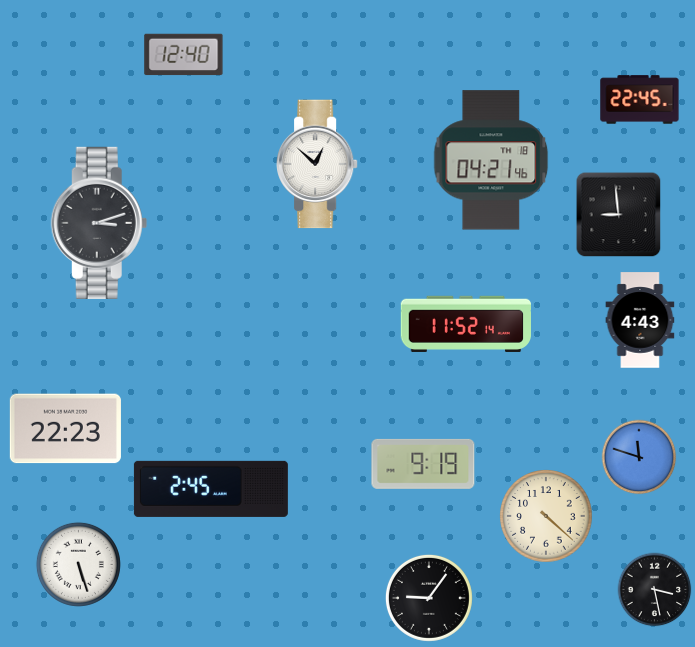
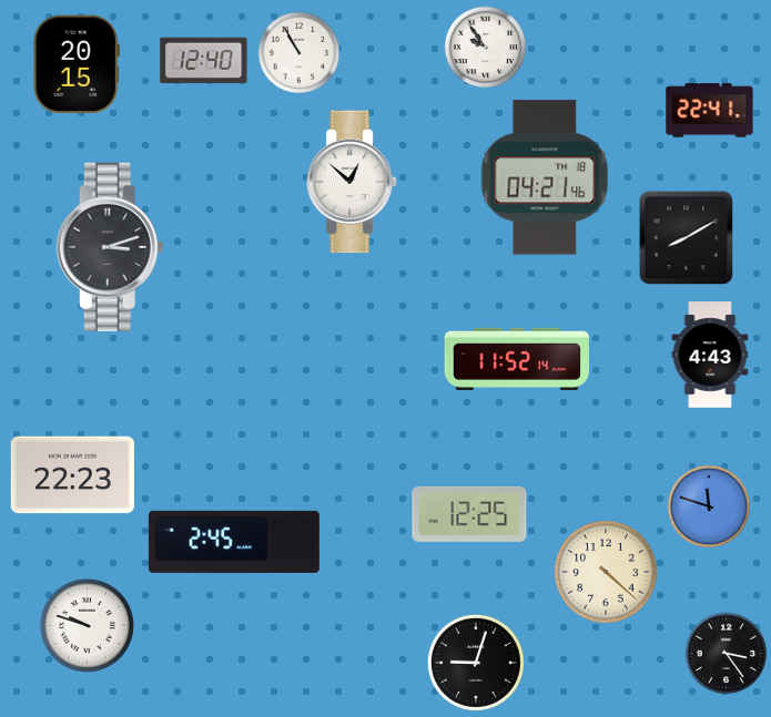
clock at (486, 48): none -> 9:54
clock at (300, 53): none -> 10:55
clock at (77, 64): none -> 20:15
clock at (640, 100): 22:45 -> 22:41
clock at (619, 215): 8:59 -> 8:10
clock at (423, 464): 9:19 -> 12:25
clock at (78, 564): 5:27 -> 9:48
clock at (655, 590): 3:28 -> 3:24
clock at (429, 598): 9:06 -> 9:03
